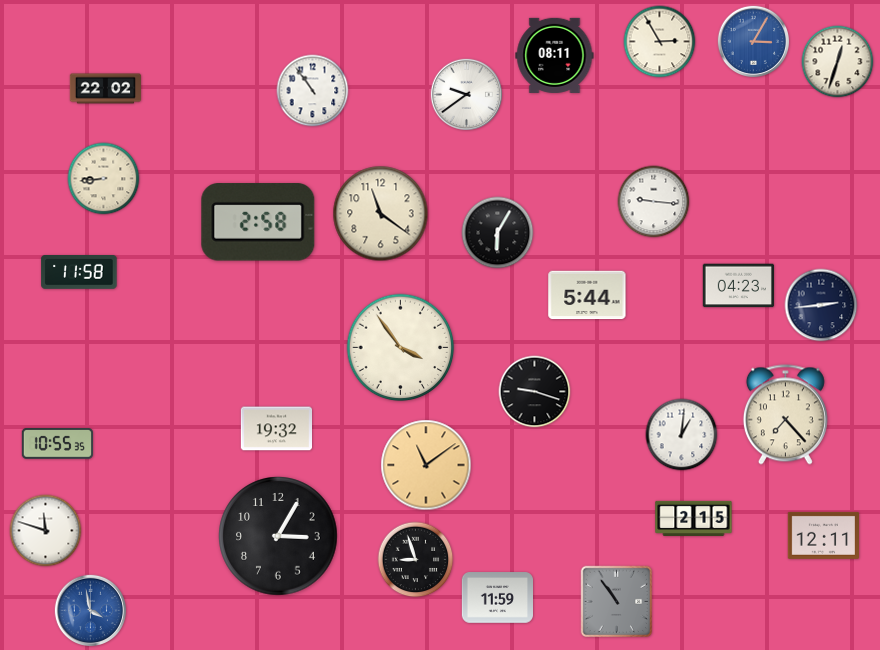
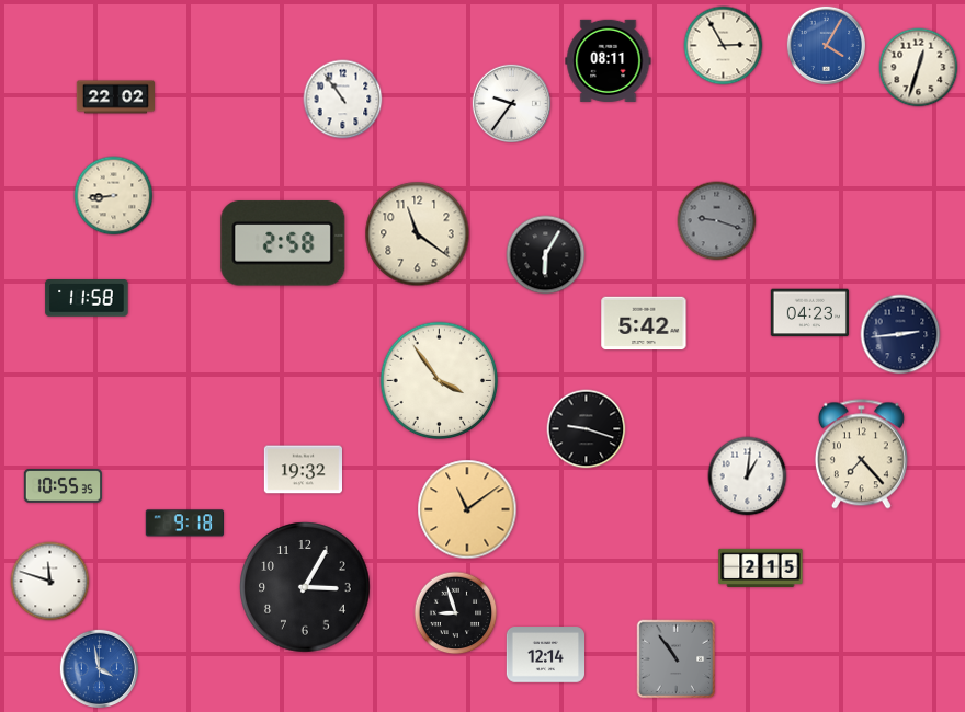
clock at (753, 41): 3:05 -> 4:05
clock at (466, 94): 9:39 -> 9:36
clock at (654, 202): 9:16 -> 9:18
clock at (654, 202) dial: white -> grey
clock at (587, 295): 5:44 -> 5:42
clock at (184, 524): none -> 9:18
clock at (823, 535): 12:11 -> none
clock at (497, 598): 11:59 -> 12:14
